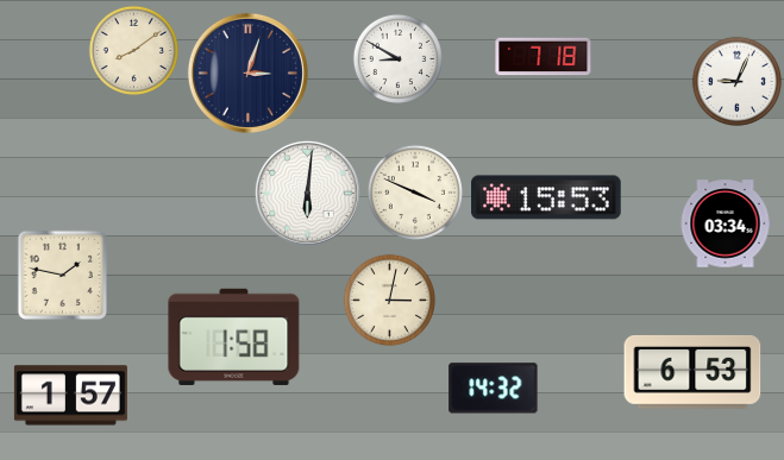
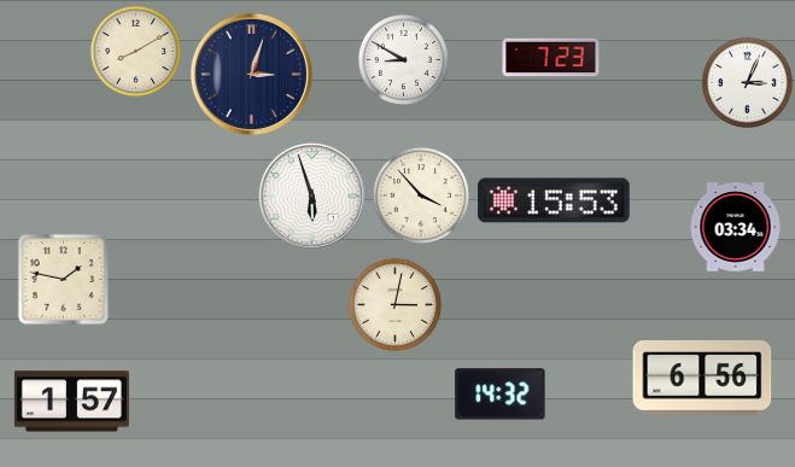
clock at (133, 50): 8:09 -> 8:10
clock at (544, 57): 7:18 -> 7:23
clock at (736, 81): 9:04 -> 3:04
clock at (307, 193): 6:01 -> 5:57
clock at (415, 193): 3:49 -> 3:53
clock at (234, 336): 1:58 -> none
clock at (692, 372): 6:53 -> 6:56
